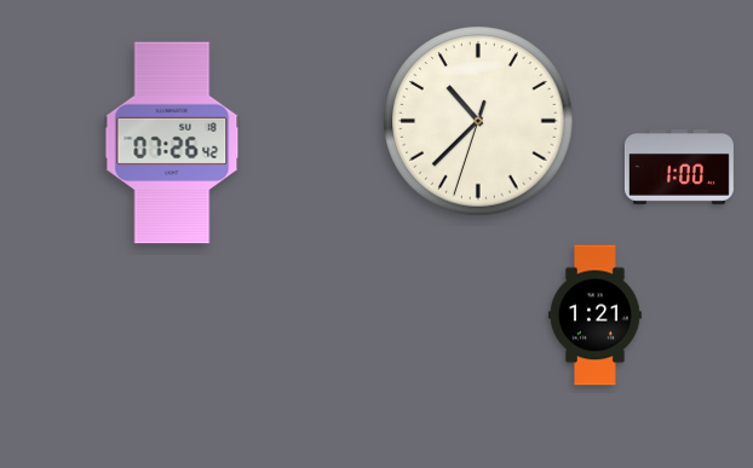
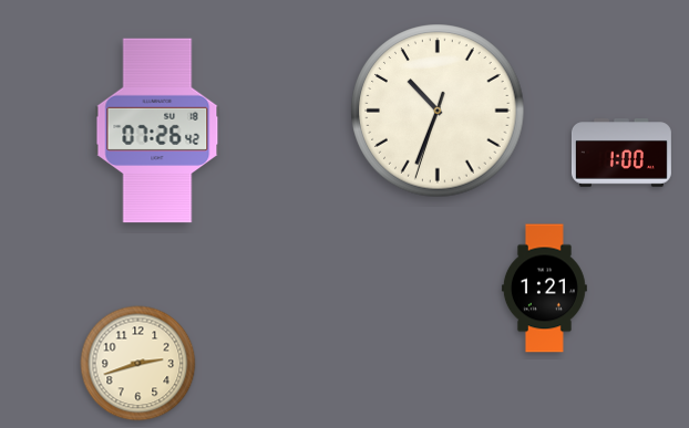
clock at (478, 121): 10:37 -> 10:33
clock at (138, 364): none -> 2:42
